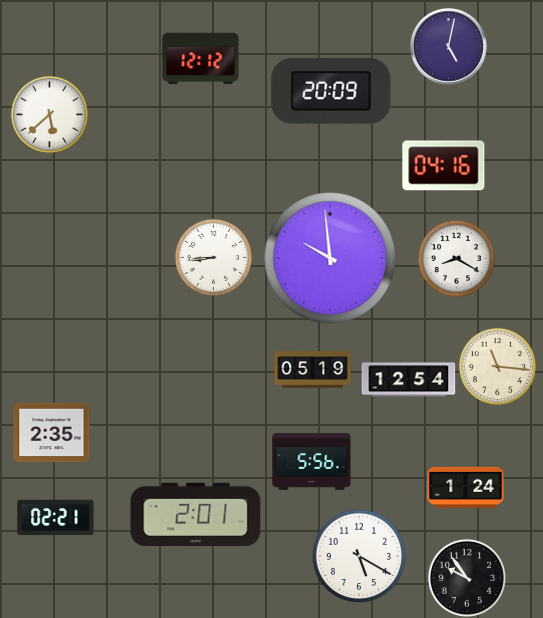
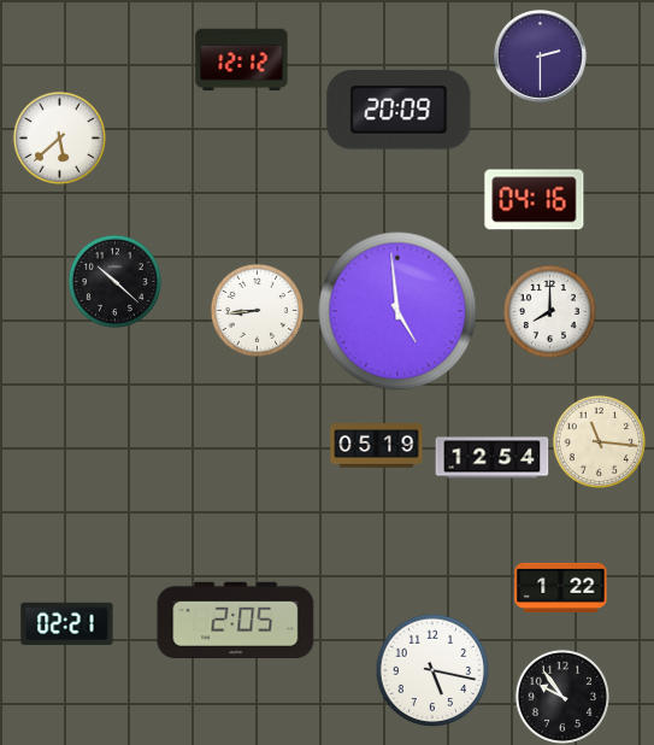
clock at (449, 47): 5:02 -> 2:30
clock at (201, 59) position: (201, 59) -> (242, 60)
clock at (114, 281): none -> 10:22
clock at (330, 258): 9:59 -> 4:59
clock at (456, 258): 8:20 -> 8:00
clock at (52, 433): 2:35 -> none
clock at (312, 461): 5:56 -> none
clock at (466, 487): 1:24 -> 1:22
clock at (196, 514): 2:01 -> 2:05
clock at (359, 556): 5:20 -> 5:17
